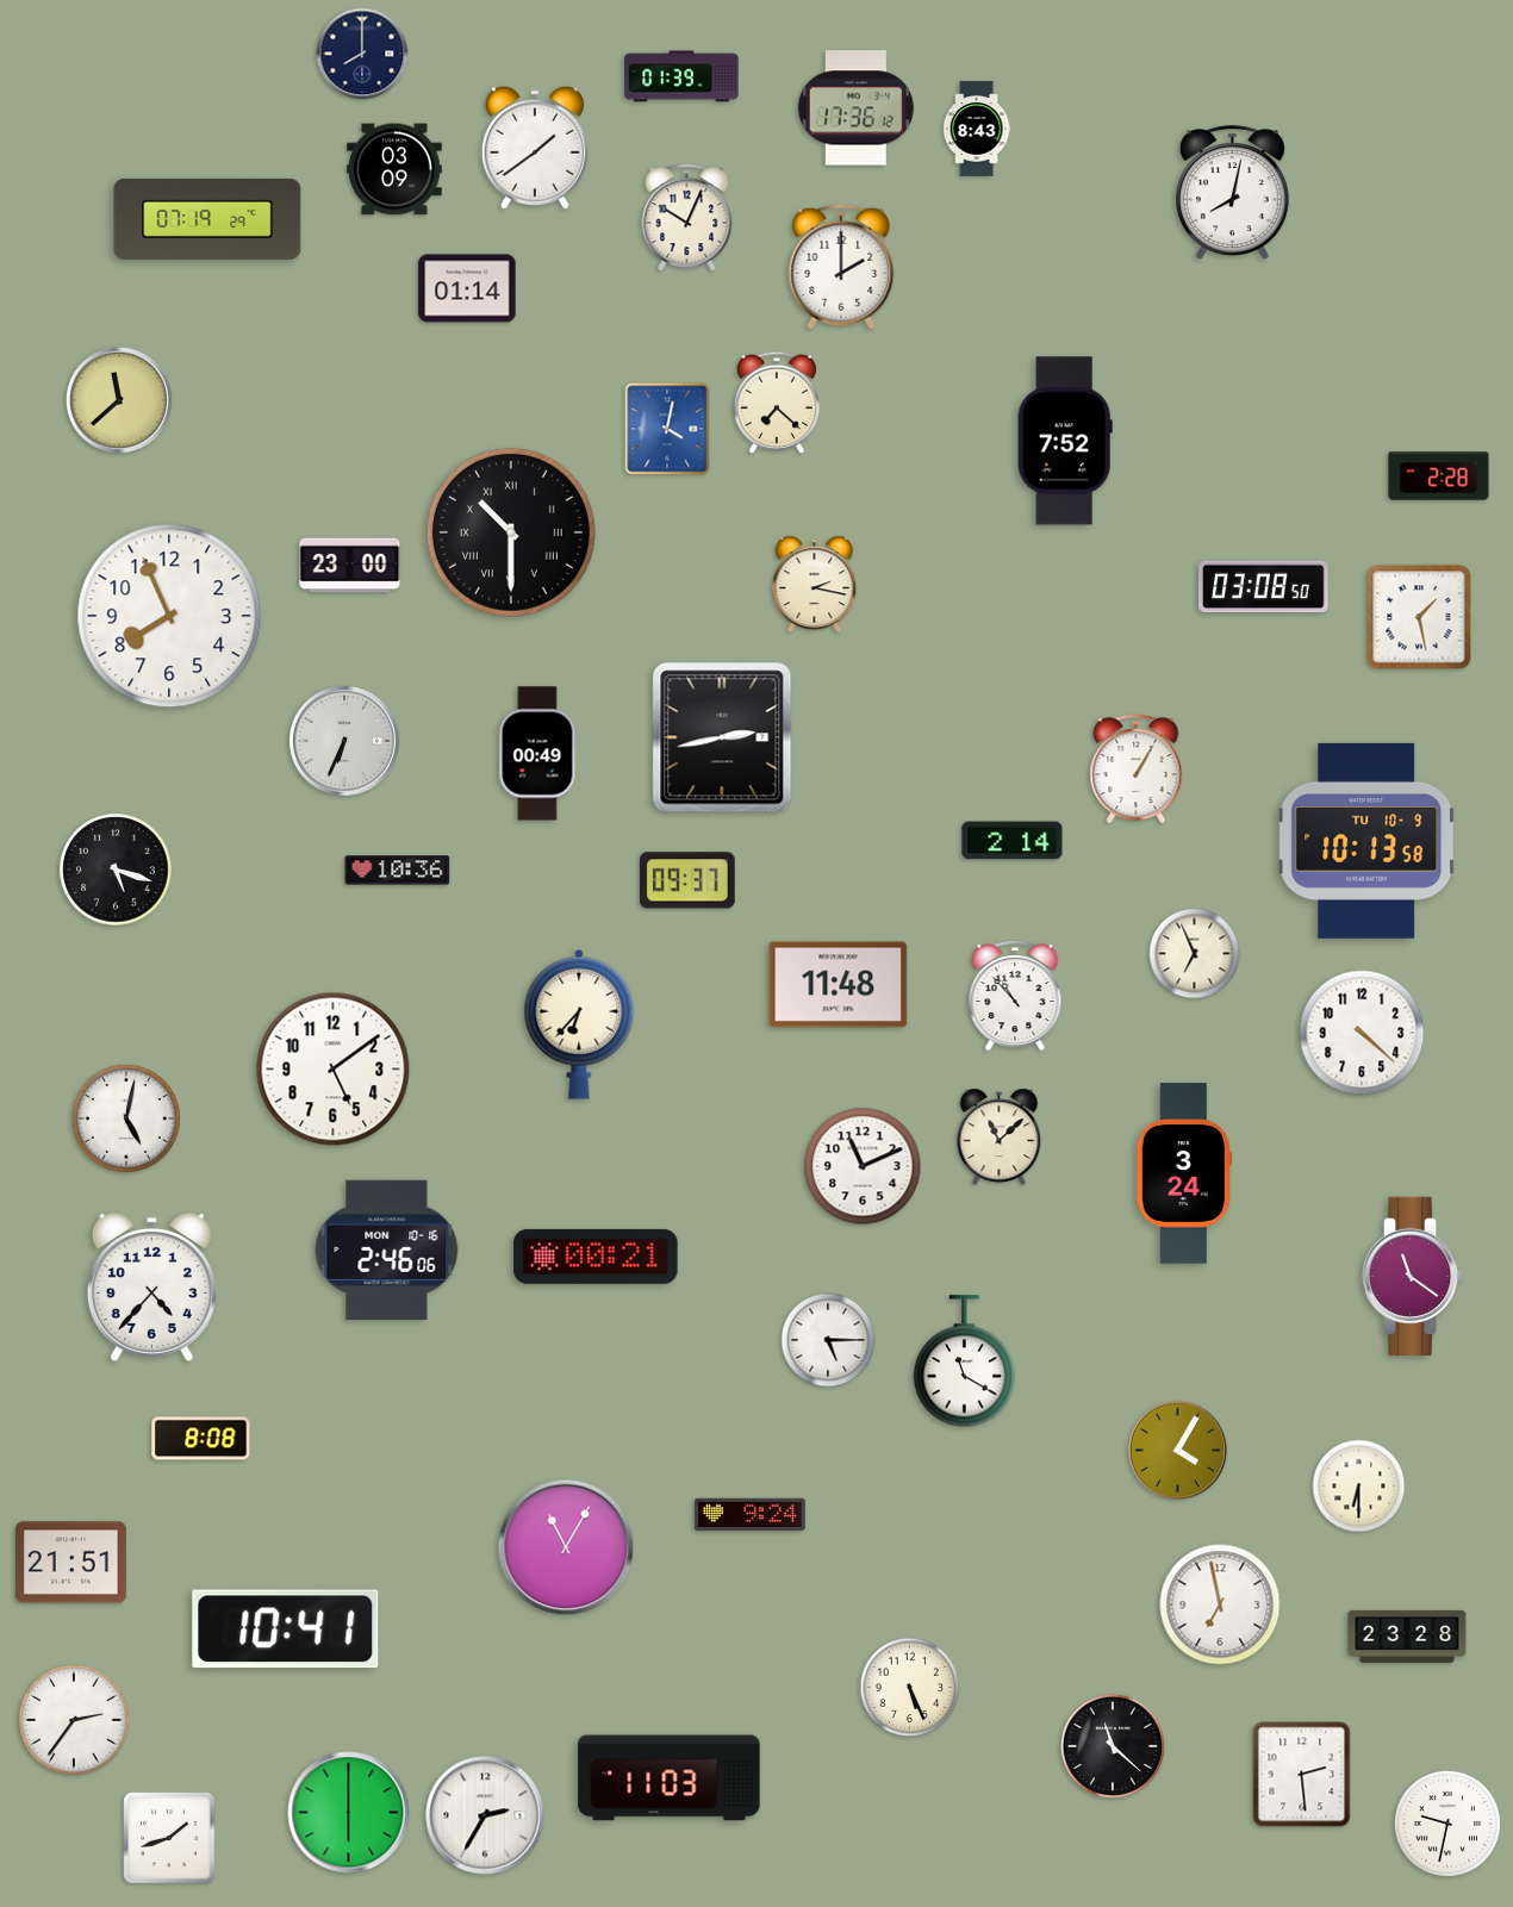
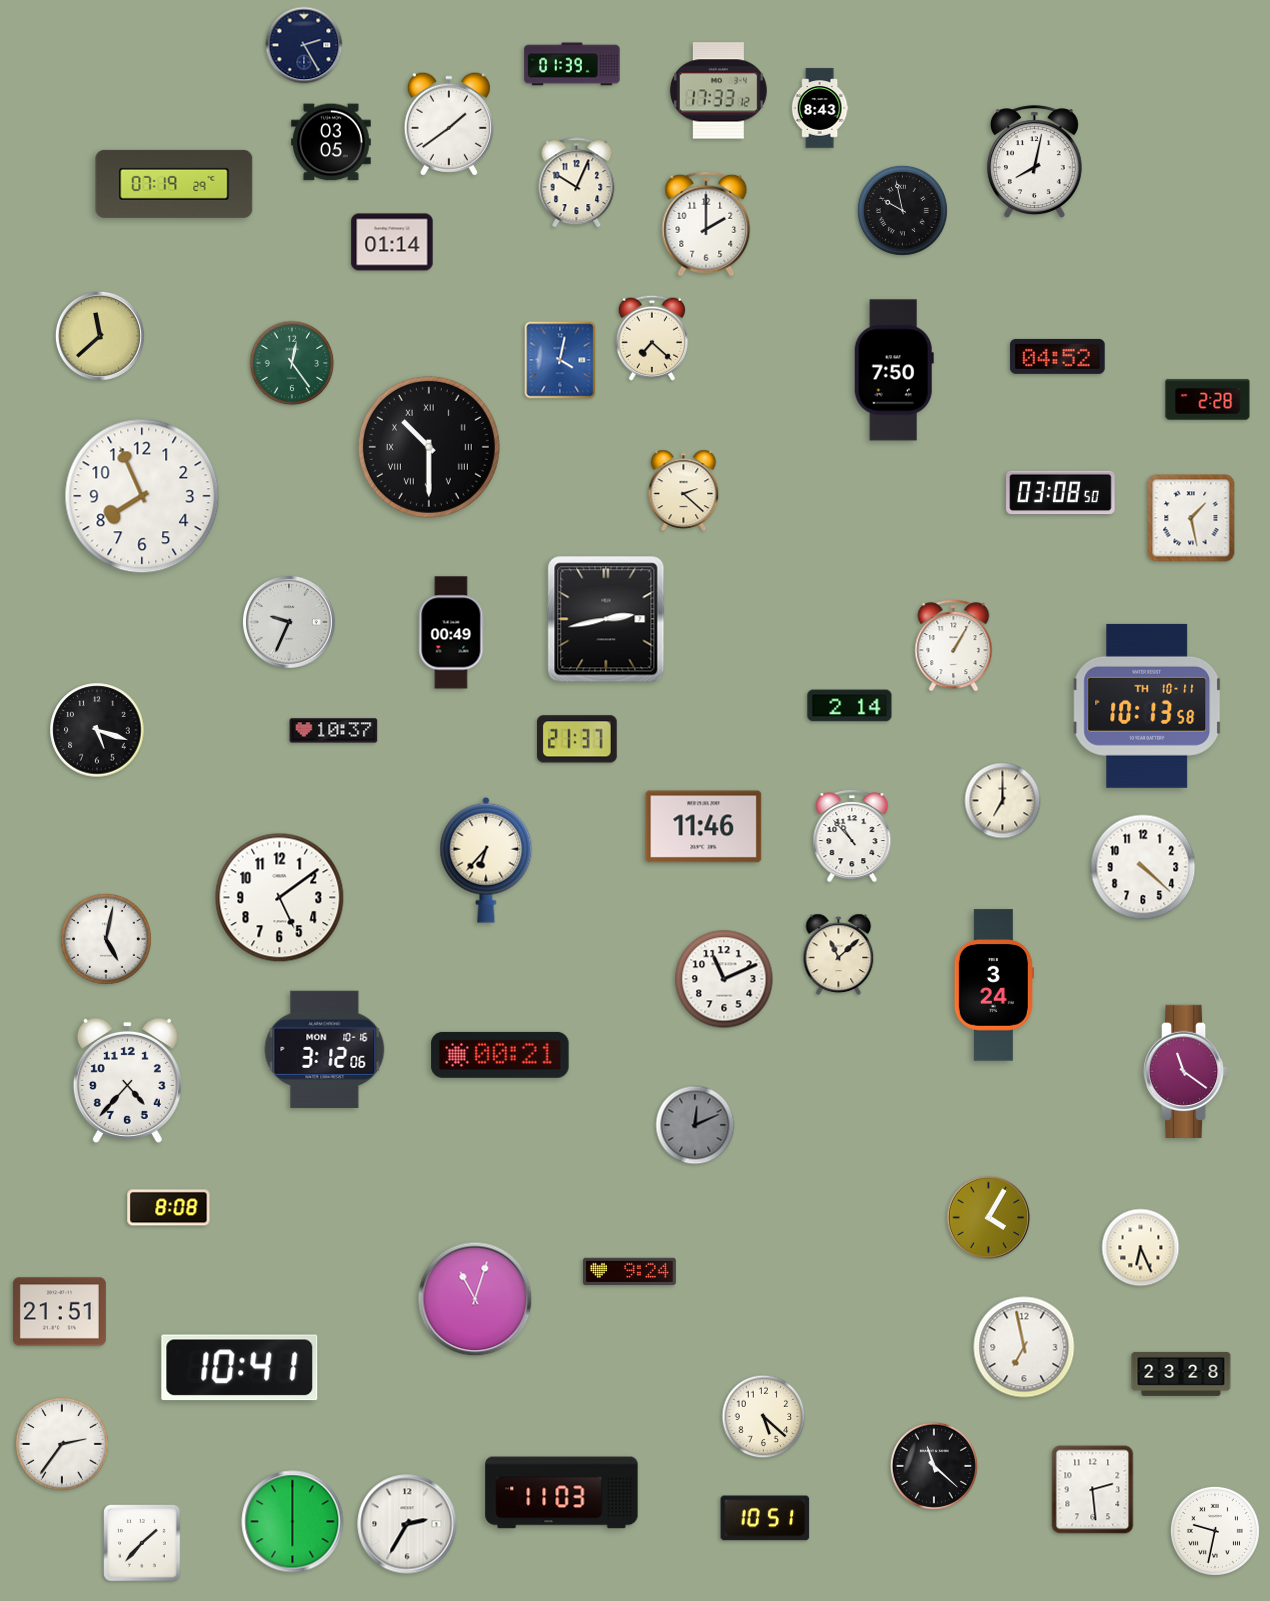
clock at (362, 54): 8:00 -> 2:25
clock at (855, 108): 17:36 -> 17:33
clock at (394, 169): 03:09 -> 03:05
clock at (902, 210): none -> 9:58
clock at (1058, 356): none -> 04:52
clock at (292, 363): none -> 12:24
clock at (1065, 441): 7:52 -> 7:50
clock at (350, 566): 23:00 -> none
clock at (815, 584): 2:17 -> 2:22
clock at (169, 616) position: (169, 616) -> (142, 496)
clock at (345, 742): 6:34 -> 9:34
clock at (1366, 841) date: TU 10-9 -> TH 10-11
clock at (398, 871): 10:36 -> 10:37
clock at (689, 880): 09:37 -> 21:37
clock at (1195, 954): 6:56 -> 7:00
clock at (839, 985): 11:48 -> 11:46
clock at (387, 1249): 2:46 -> 3:12
clock at (828, 1340): 5:15 -> 12:11
clock at (828, 1340) dial: white -> grey
clock at (964, 1361): 11:20 -> none
clock at (1359, 1487): 6:30 -> 6:26
clock at (566, 1547): 11:05 -> 11:03
clock at (910, 1688): 5:26 -> 5:22
clock at (765, 1518): none -> 10:51
clock at (169, 1838): 1:42 -> 1:37
